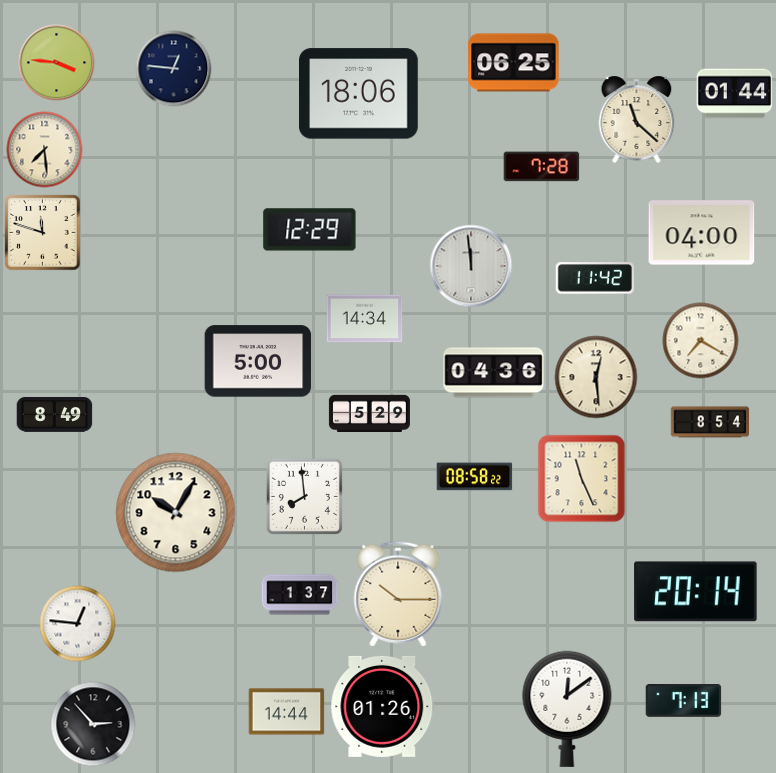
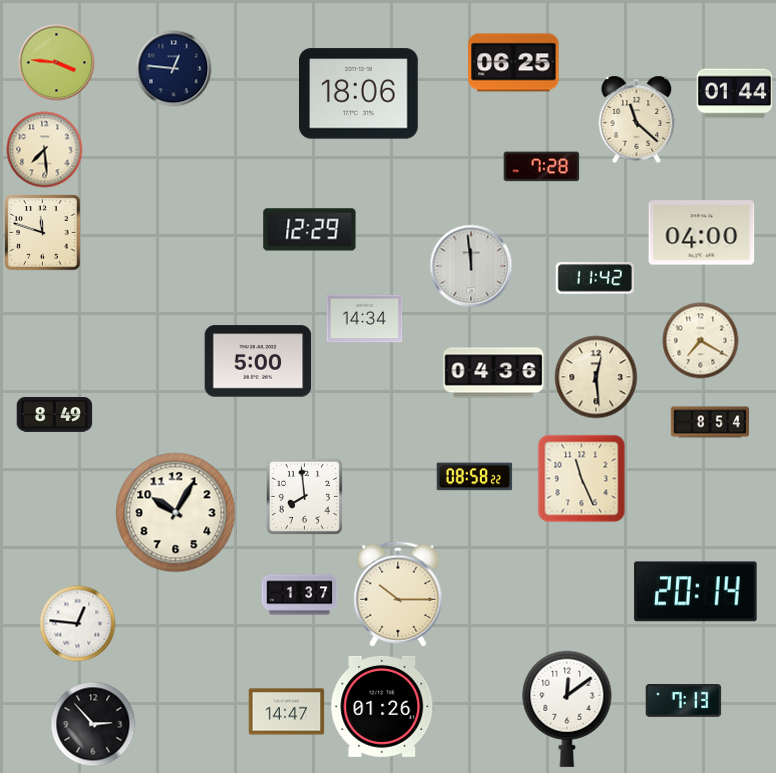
clock at (369, 413): 5:29 -> none
clock at (287, 712): 14:44 -> 14:47
